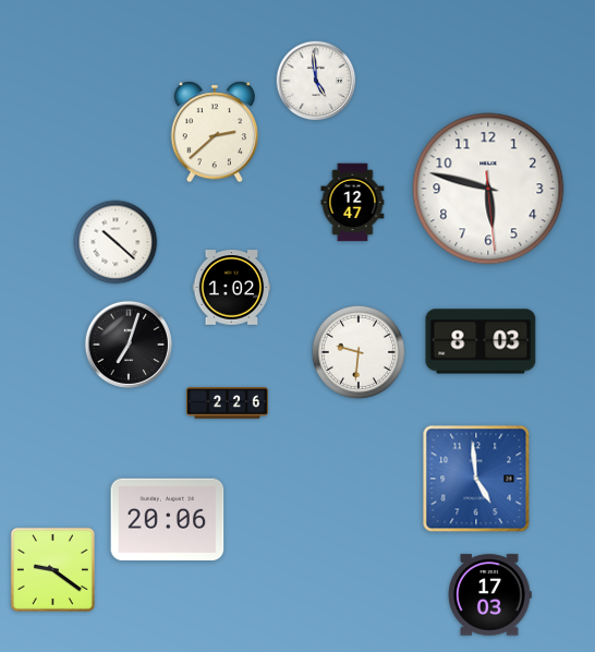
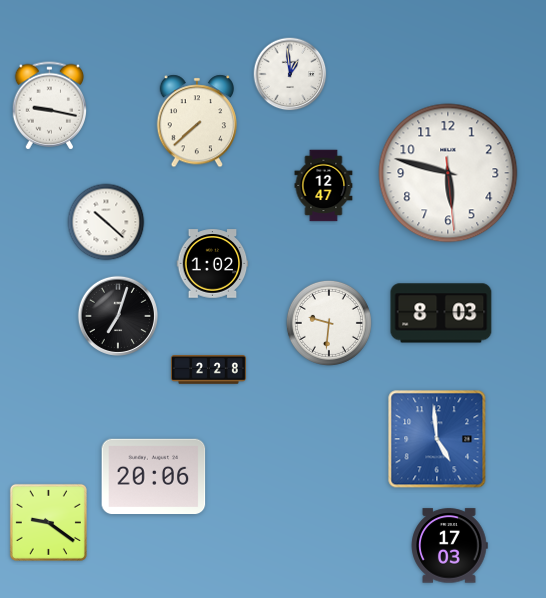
clock at (316, 81): 4:59 -> 12:59
clock at (50, 106): none -> 9:17
clock at (214, 132): 2:38 -> 7:38
clock at (227, 403): 2:26 -> 2:28
